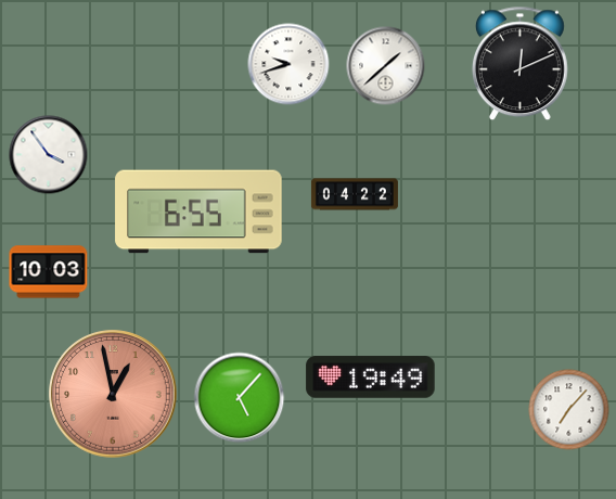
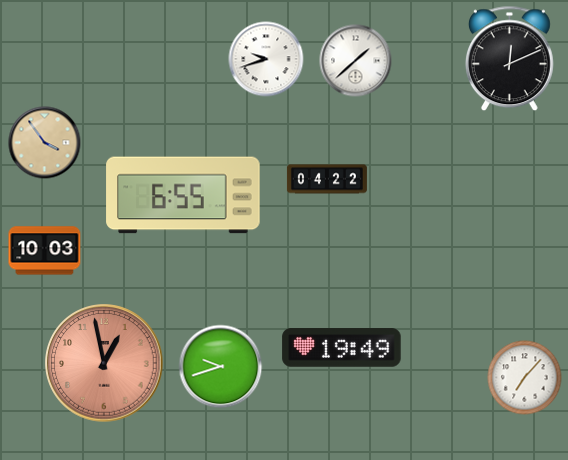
clock at (519, 64) position: (519, 64) -> (509, 59)
clock at (49, 155) dial: white -> champagne
clock at (240, 398): 5:07 -> 9:42
